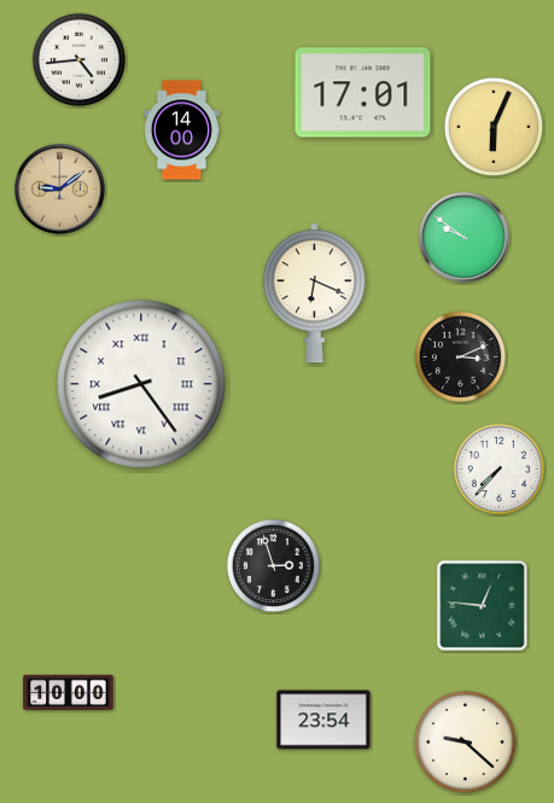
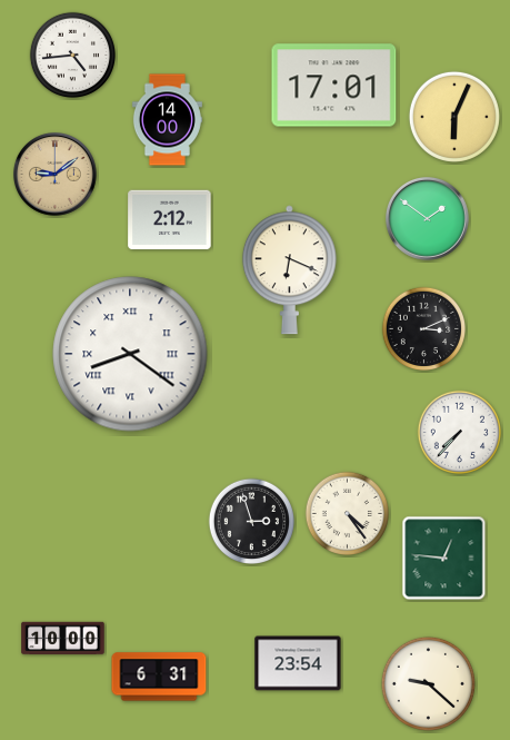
clock at (465, 238): 9:51 -> 1:51
clock at (170, 220): none -> 2:12
clock at (141, 384): 8:24 -> 8:21
clock at (347, 513): none -> 4:24
clock at (159, 677): none -> 6:31
